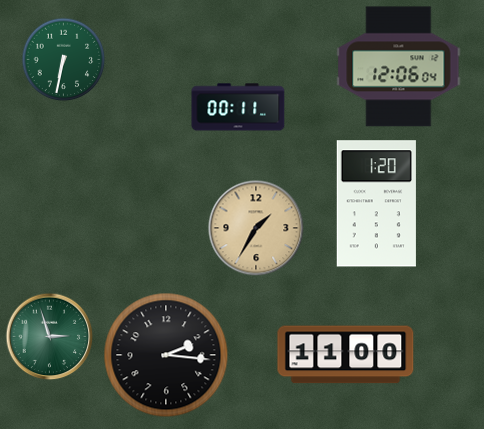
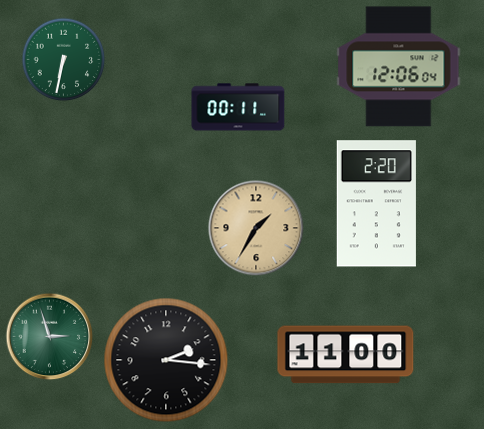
clock at (376, 204): 1:20 -> 2:20
clock at (166, 355) position: (166, 355) -> (166, 360)
